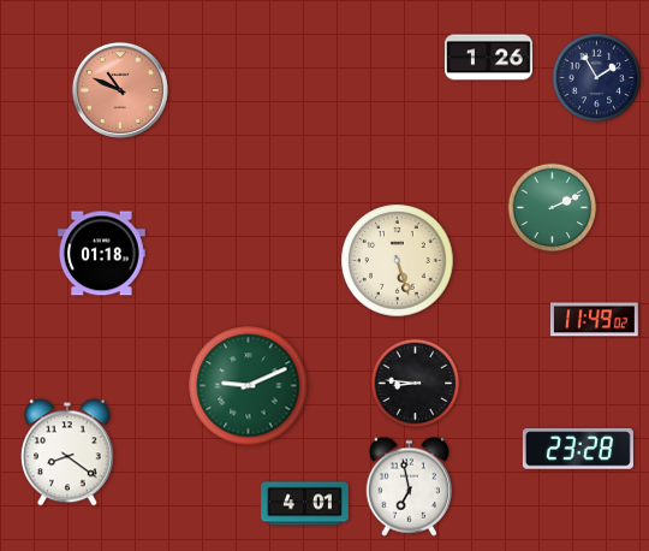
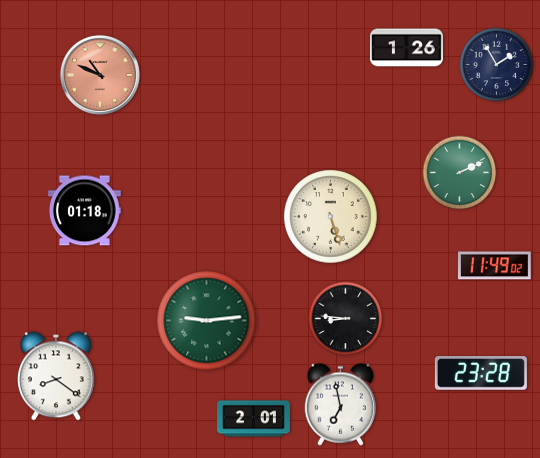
clock at (249, 386): 9:11 -> 9:14
clock at (305, 504): 4:01 -> 2:01
